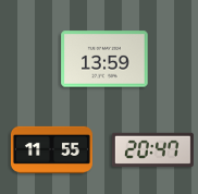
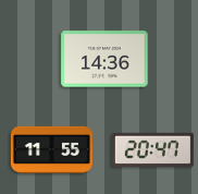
clock at (104, 59): 13:59 -> 14:36
